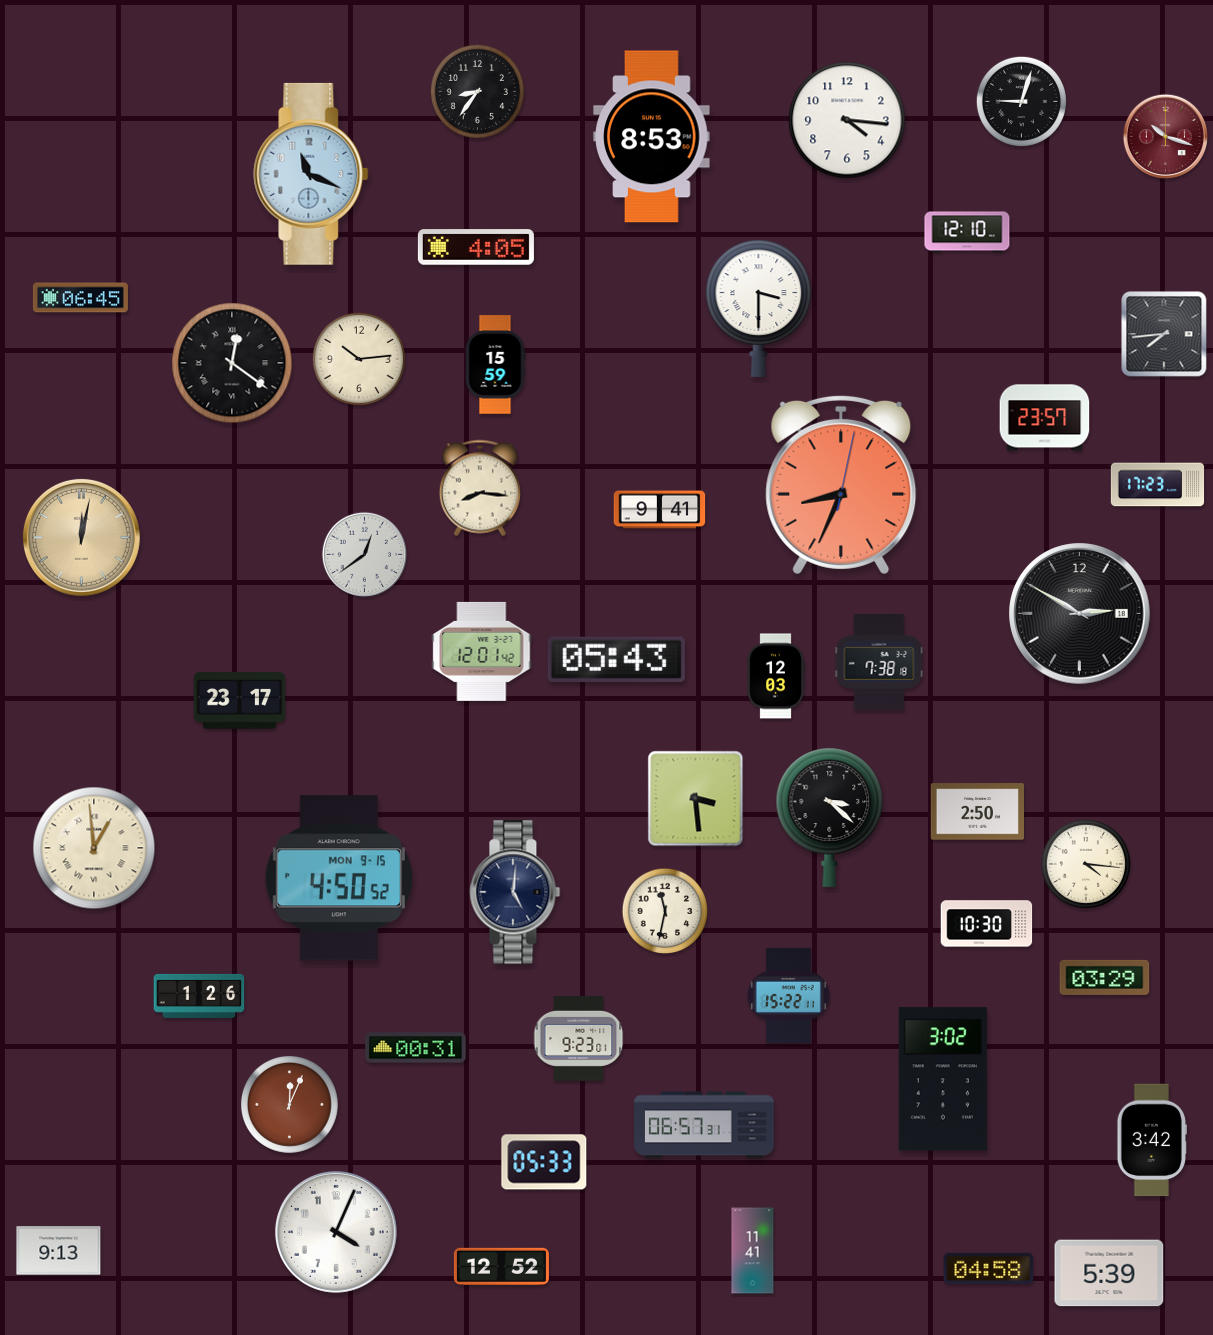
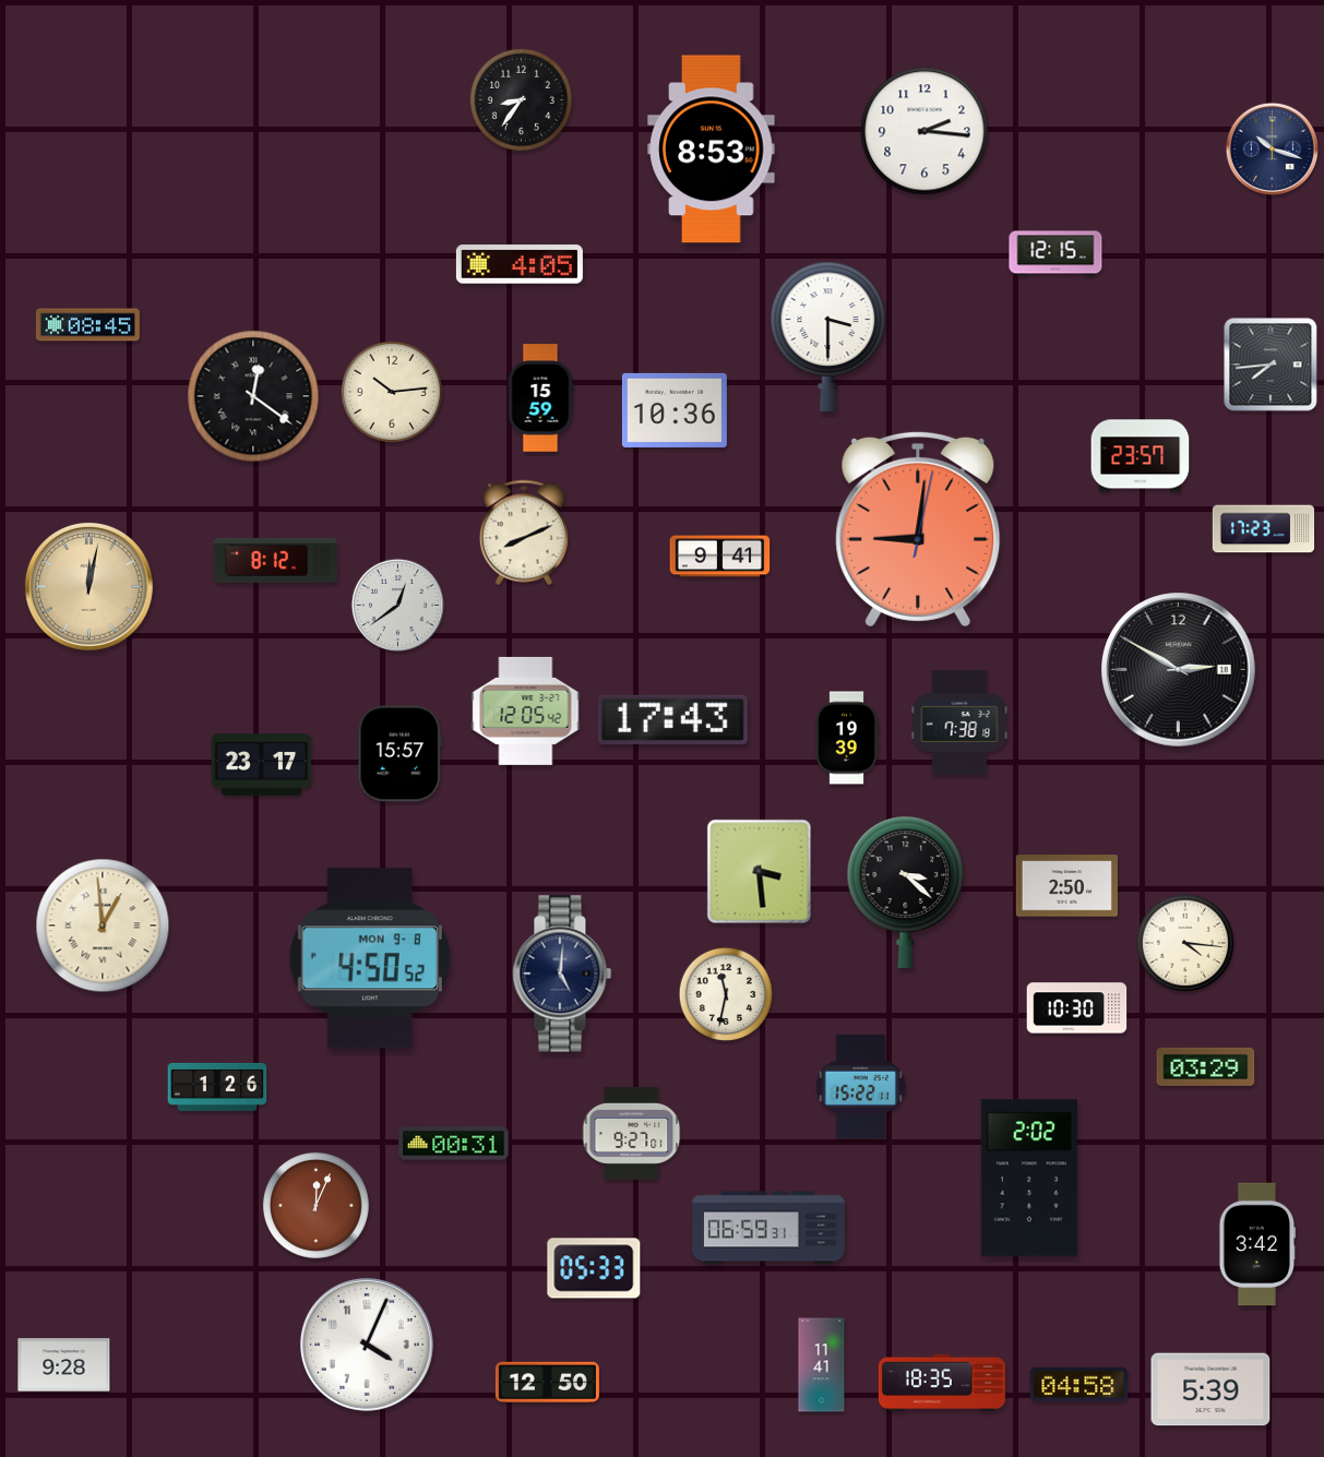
clock at (1021, 101): 9:03 -> none
clock at (847, 120): 4:16 -> 2:16
clock at (1165, 136) dial: burgundy -> navy
clock at (311, 174): 11:19 -> none
clock at (967, 232): 12:10 -> 12:15
clock at (476, 247) position: (476, 247) -> (520, 264)
clock at (80, 298): 06:45 -> 08:45
clock at (675, 410): none -> 10:36
clock at (841, 485): 8:34 -> 9:01
clock at (480, 488): 8:16 -> 8:11
clock at (276, 560): none -> 8:12
clock at (482, 651): 12:01 -> 12:05
clock at (616, 659): 05:43 -> 17:43
clock at (776, 676): 12:03 -> 19:39
clock at (399, 754): none -> 15:57
clock at (339, 878) date: MON 9-15 -> MON 9-8
clock at (579, 1038): 9:23 -> 9:27
clock at (943, 1079): 3:02 -> 2:02
clock at (705, 1125): 06:57 -> 06:59
clock at (59, 1251): 9:13 -> 9:28
clock at (501, 1266): 12:52 -> 12:50
clock at (942, 1383): none -> 18:35
